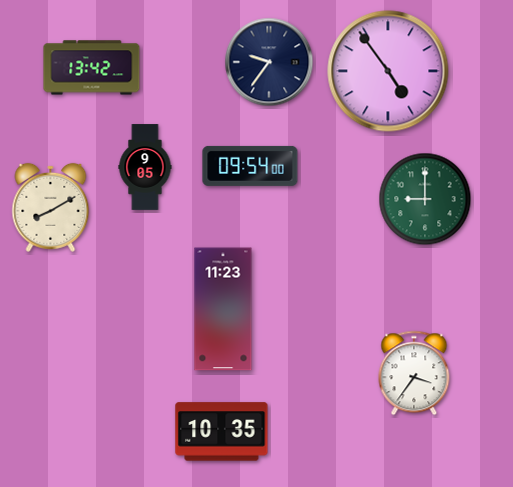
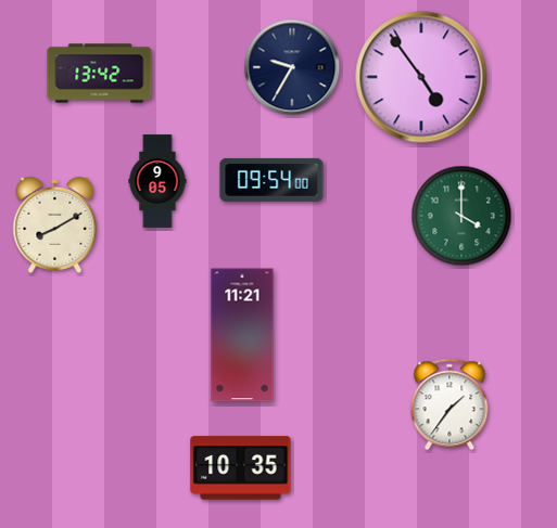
clock at (269, 62): 9:36 -> 9:35
clock at (425, 199): 9:00 -> 4:00
clock at (223, 309): 11:23 -> 11:21
clock at (414, 373): 3:36 -> 1:36
